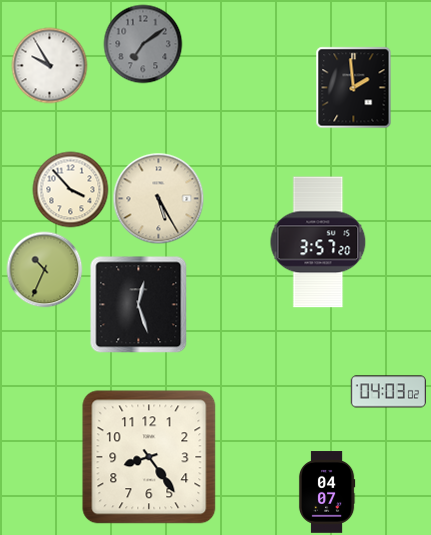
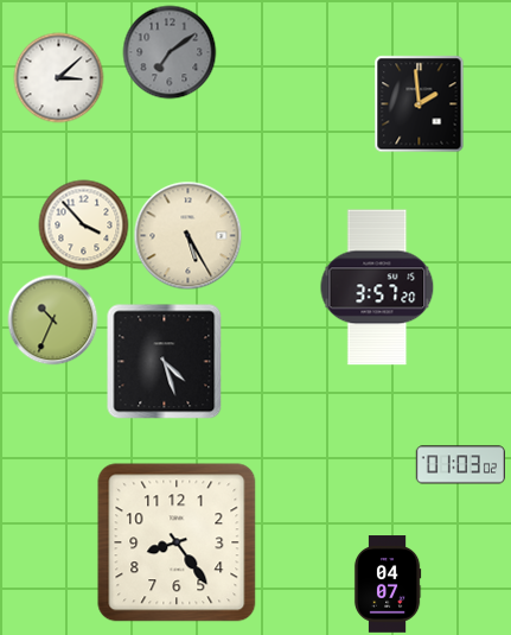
clock at (50, 66): 9:55 -> 3:08
clock at (139, 305): 12:27 -> 4:27
clock at (388, 392): 04:03 -> 01:03
